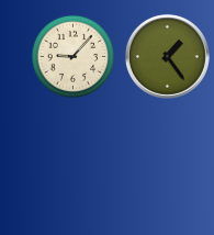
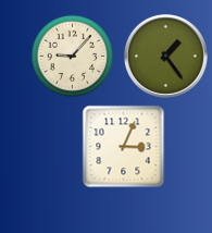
clock at (124, 147): none -> 3:04
